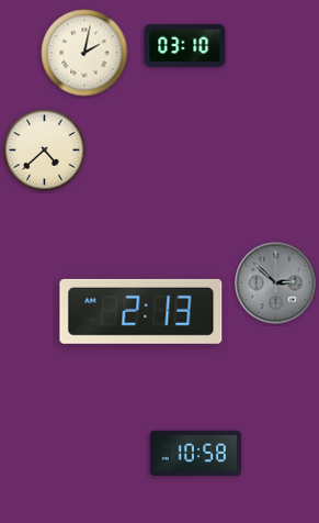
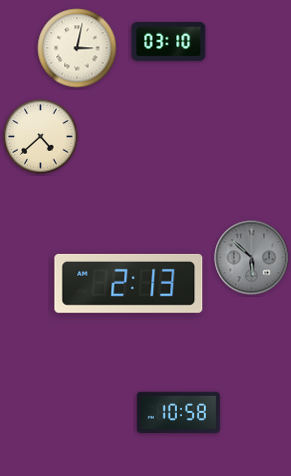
clock at (84, 53): 2:02 -> 3:02
clock at (276, 283): 2:52 -> 5:52
